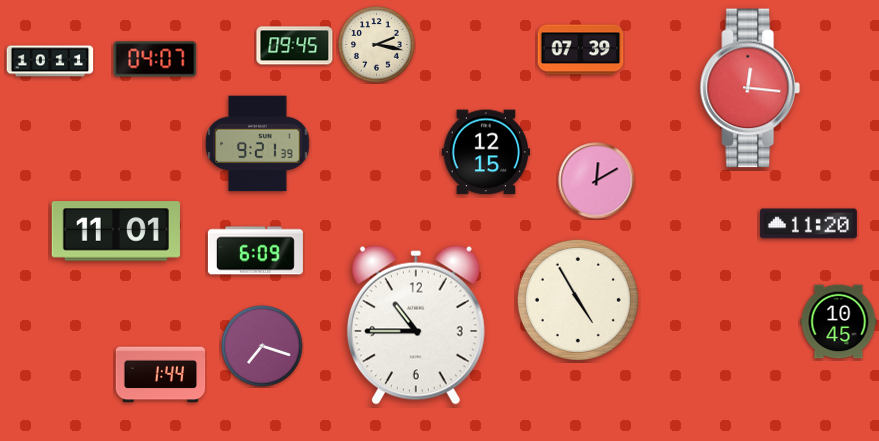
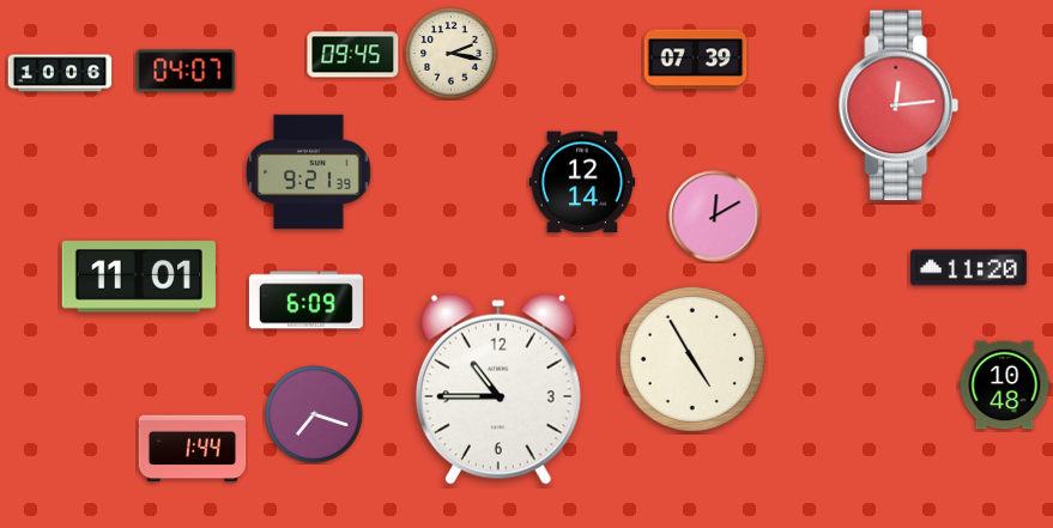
clock at (50, 61): 10:11 -> 10:06
clock at (750, 88): 12:16 -> 12:14
clock at (486, 152): 12:15 -> 12:14
clock at (839, 322): 10:45 -> 10:48
